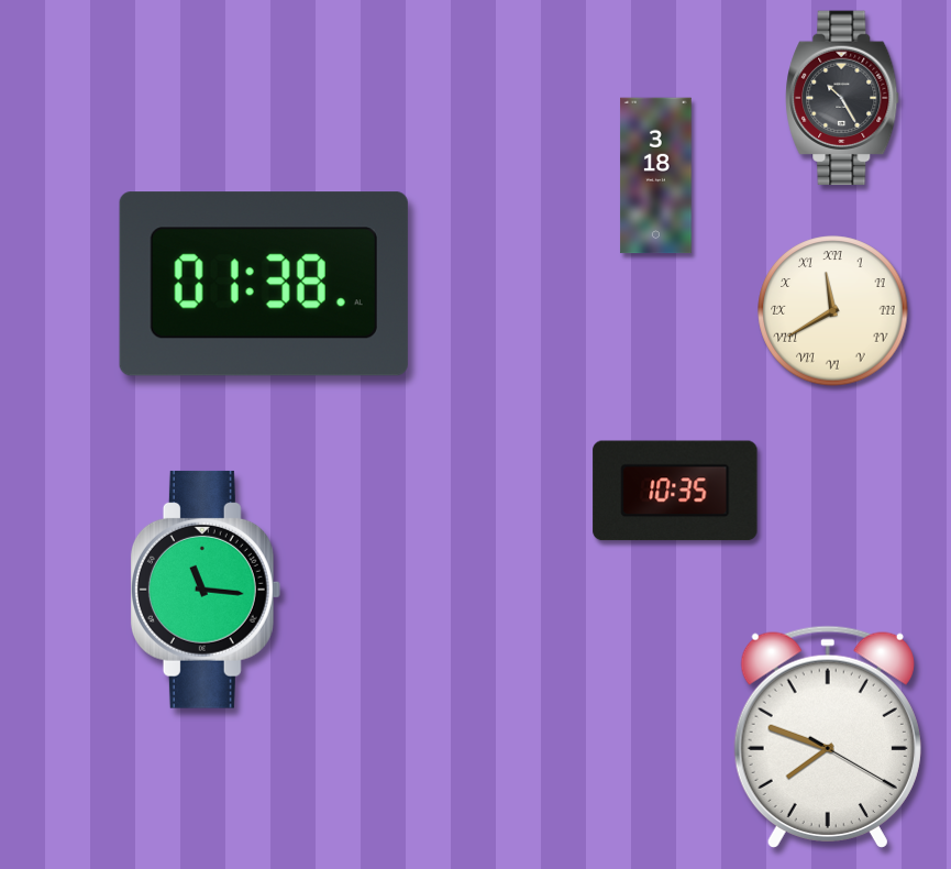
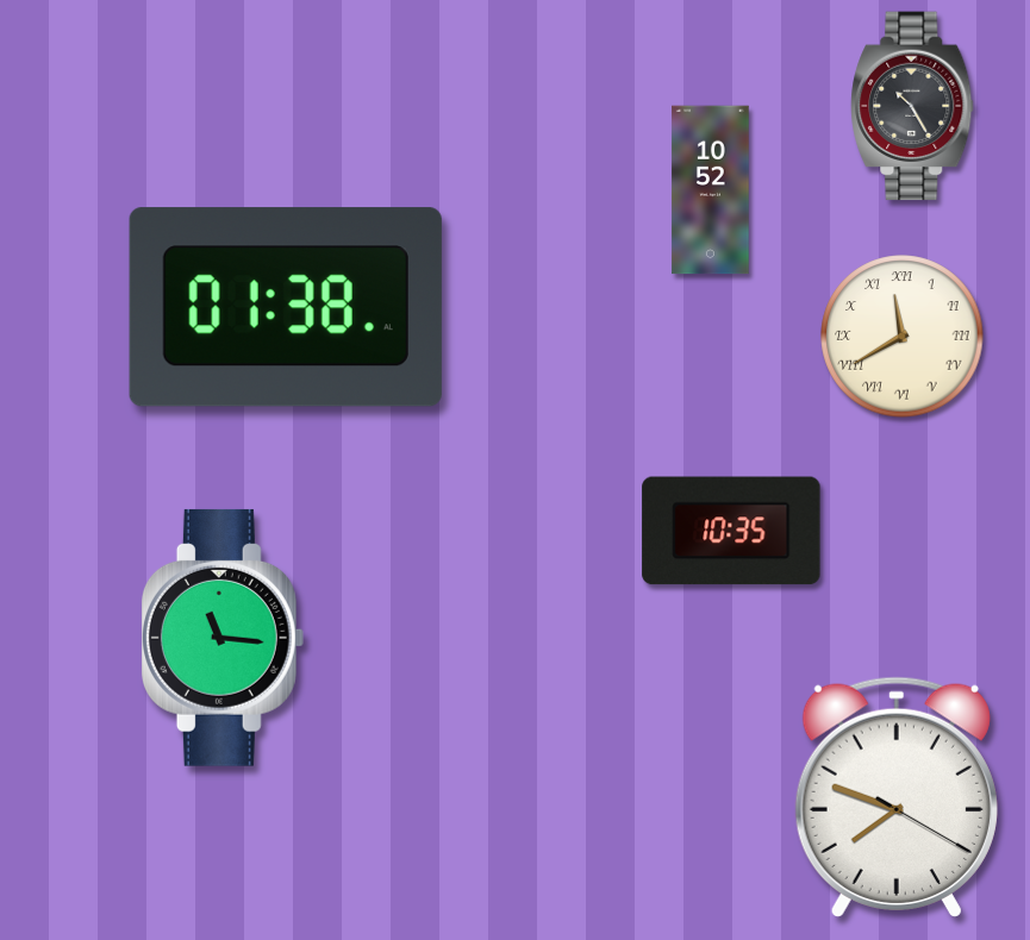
clock at (656, 176): 3:18 -> 10:52
